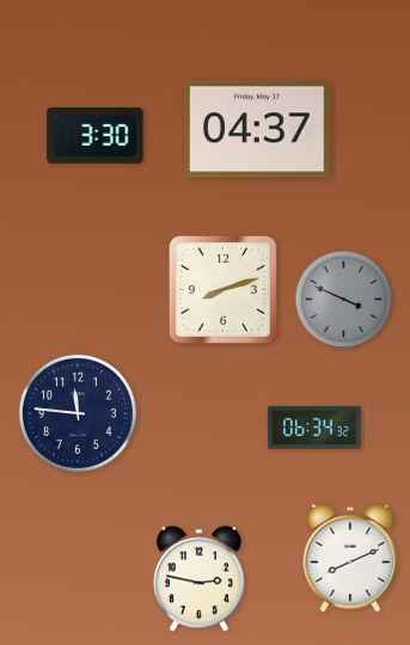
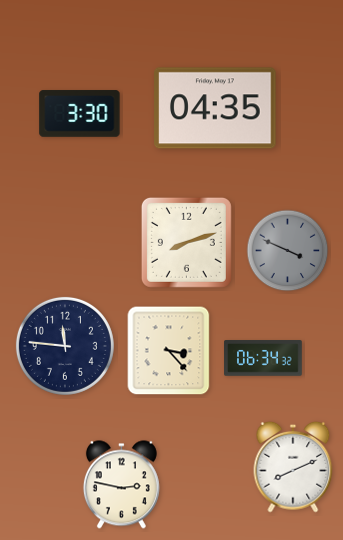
clock at (257, 129): 04:37 -> 04:35
clock at (169, 351): none -> 3:23
clock at (198, 579) position: (198, 579) -> (121, 485)
